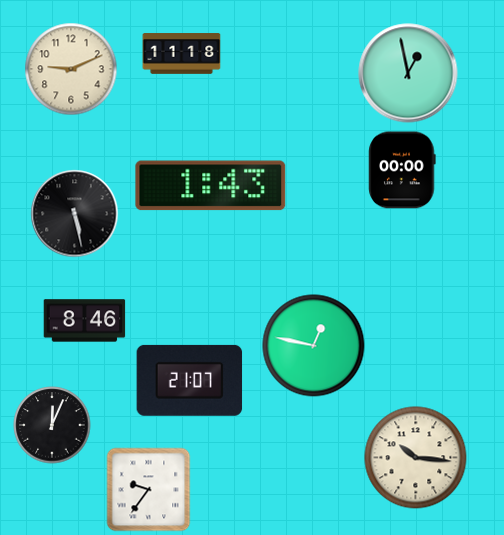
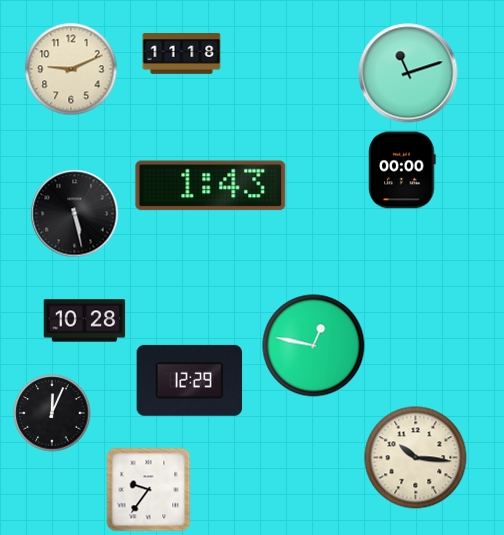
clock at (408, 73): 12:58 -> 11:12
clock at (85, 321): 8:46 -> 10:28
clock at (190, 380): 21:07 -> 12:29
clock at (52, 425) position: (52, 425) -> (52, 413)
